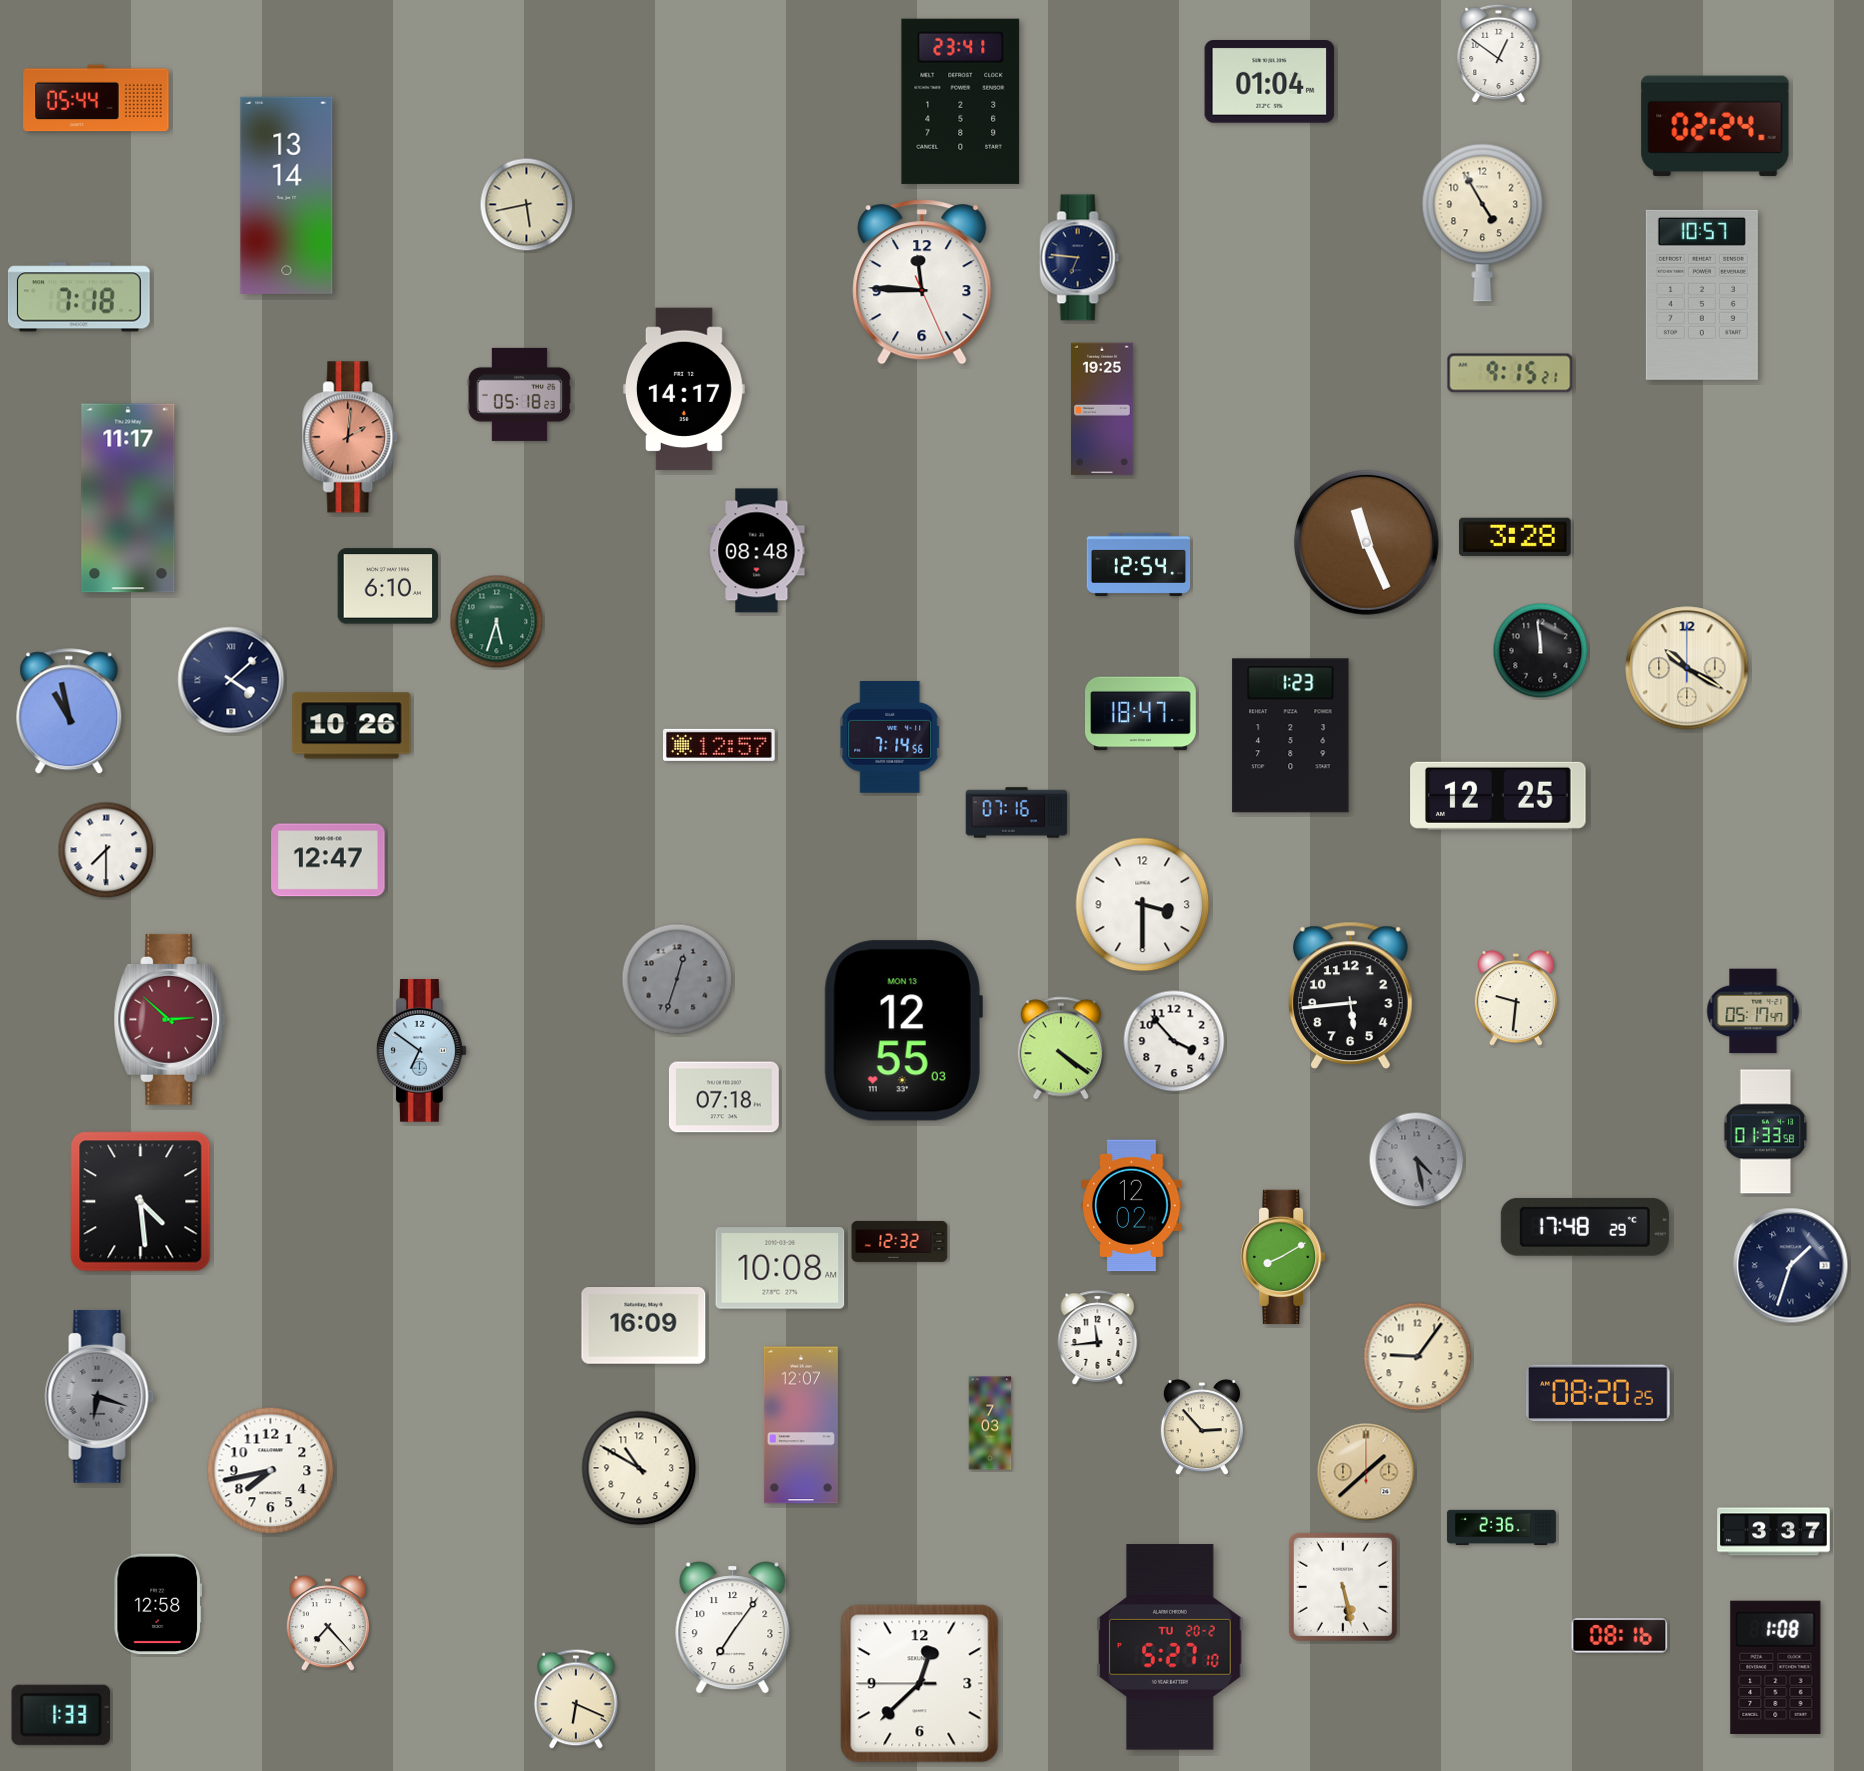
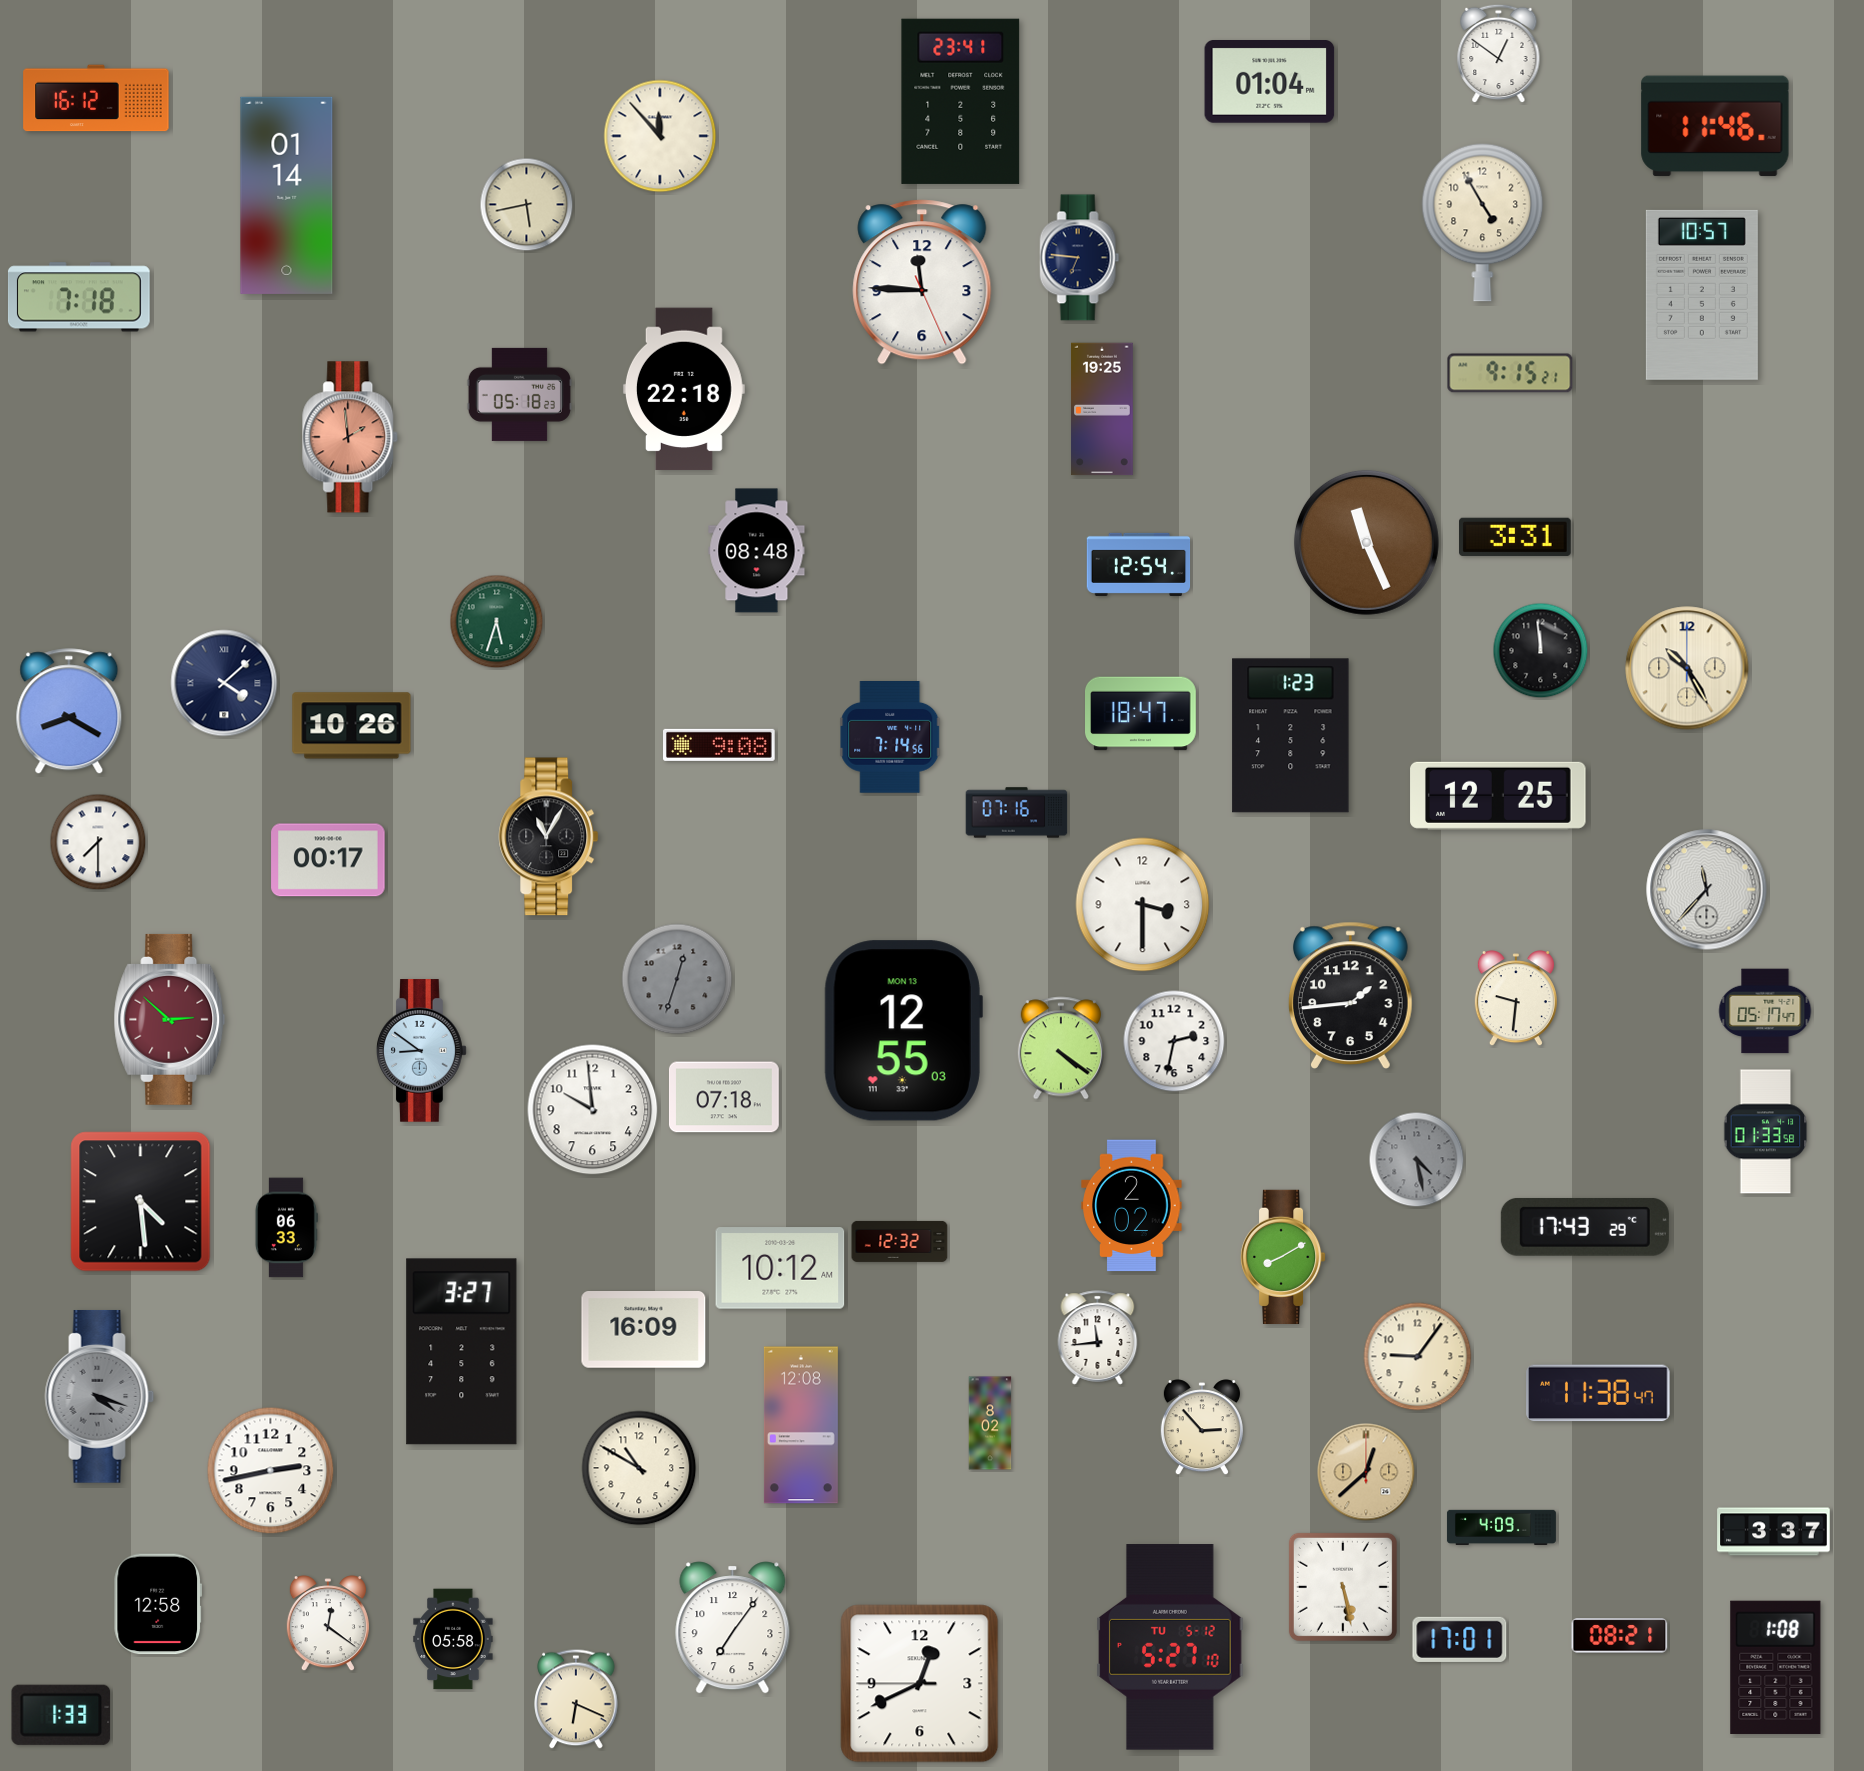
clock at (96, 98): 05:44 -> 16:12
clock at (1715, 126): 02:24 -> 11:46
clock at (660, 136): none -> 11:53
clock at (287, 195): 13:14 -> 01:14
clock at (684, 389): 14:17 -> 22:18
clock at (351, 437): 2:01 -> 1:59
clock at (128, 498): 11:17 -> none
clock at (1516, 537): 3:28 -> 3:31
clock at (388, 586): 6:10 -> none
clock at (1687, 668): 10:20 -> 10:25
clock at (231, 680) position: (231, 680) -> (224, 683)
clock at (69, 712): 10:58 -> 8:20
clock at (720, 745): 12:57 -> 9:08
clock at (549, 837): none -> 11:05
clock at (106, 850) position: (106, 850) -> (98, 842)
clock at (328, 860): 12:47 -> 00:17
clock at (1707, 890): none -> 11:37
clock at (1351, 995): 5:44 -> 1:44
clock at (1753, 1011) position: (1753, 1011) -> (1765, 1011)
clock at (1174, 1041): 3:53 -> 2:32
clock at (422, 1051): 6:51 -> 8:51
clock at (593, 1110): none -> 9:59
clock at (1132, 1206): 12:02 -> 2:02
clock at (1585, 1227): 17:48 -> 17:43
clock at (286, 1228): none -> 06:33
clock at (1791, 1266): 1:33 -> none
clock at (780, 1268): 10:08 -> 10:12
clock at (644, 1326) position: (644, 1326) -> (644, 1330)
clock at (462, 1352): none -> 3:27
clock at (1598, 1393): 08:20 -> 11:38
clock at (100, 1396): 6:18 -> 4:18
clock at (990, 1423): 7:03 -> 8:02
clock at (801, 1425): 12:07 -> 12:08
clock at (271, 1471): 7:43 -> 2:43
clock at (1366, 1472): 1:38 -> 12:38
clock at (1501, 1527): 2:36 -> 4:09
clock at (328, 1624): 7:23 -> 12:21
clock at (1620, 1636): 08:16 -> 08:21
clock at (453, 1639): none -> 05:58
clock at (1460, 1639): none -> 17:01
clock at (1170, 1647) date: TU 20-2 -> TU 5-12
clock at (920, 1684): 12:37 -> 12:40
